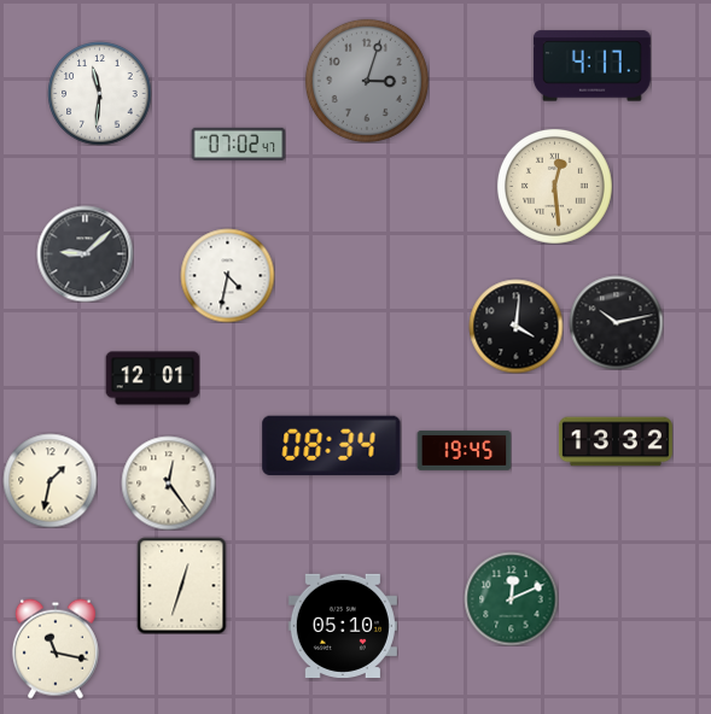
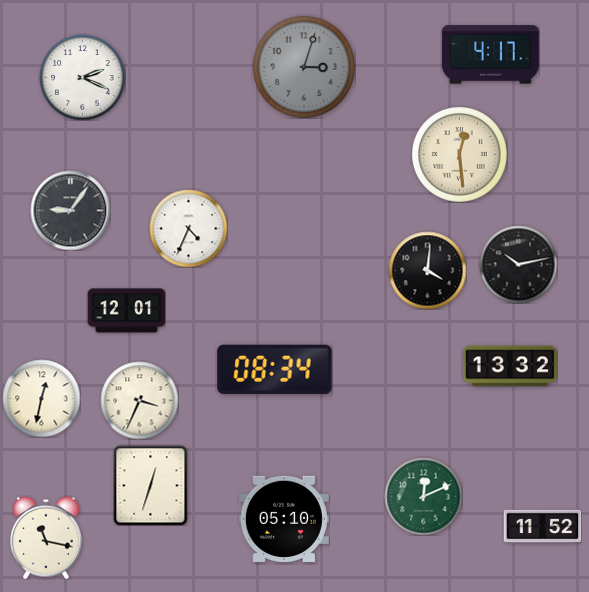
clock at (99, 93): 11:31 -> 2:19
clock at (238, 144): 07:02 -> none
clock at (84, 253): 9:08 -> 9:06
clock at (227, 275): 4:32 -> 4:34
clock at (616, 322) position: (616, 322) -> (518, 264)
clock at (152, 379) position: (152, 379) -> (126, 311)
clock at (464, 450): 19:45 -> none
clock at (49, 480): 1:32 -> 12:32
clock at (168, 482): 12:24 -> 3:34
clock at (542, 527): none -> 11:52
